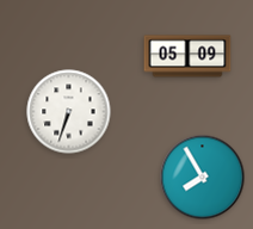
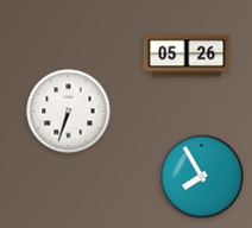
clock at (187, 56): 05:09 -> 05:26
